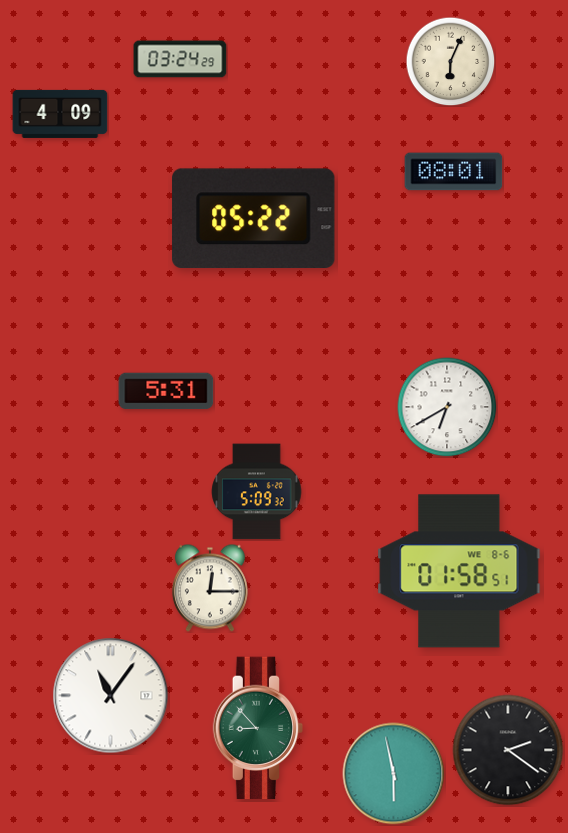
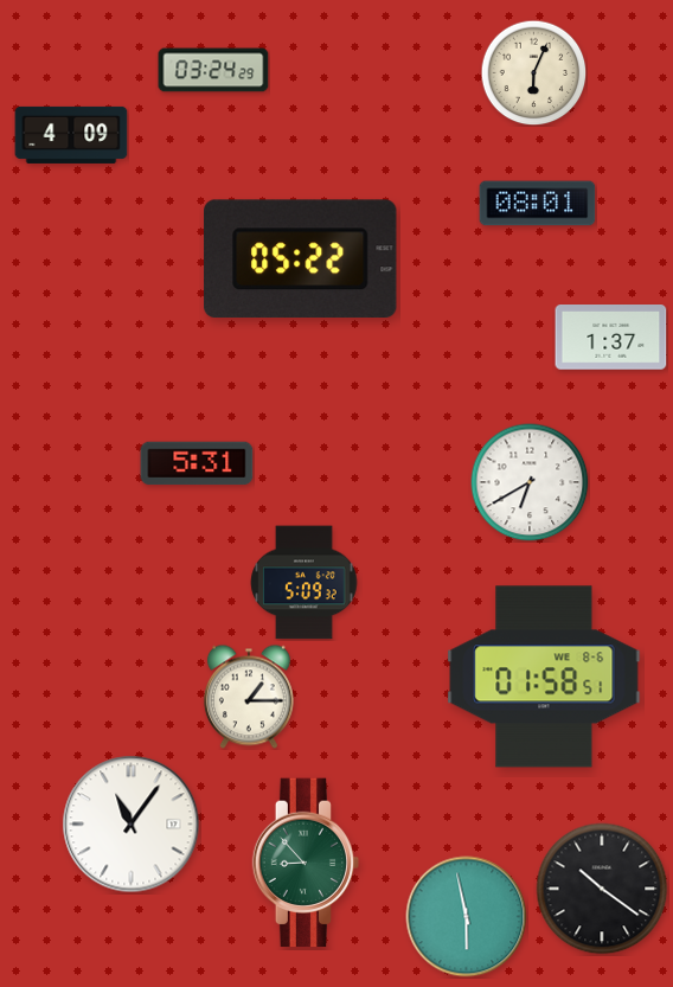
clock at (611, 338): none -> 1:37
clock at (210, 588): 12:15 -> 1:15
clock at (508, 750): 2:21 -> 10:21
